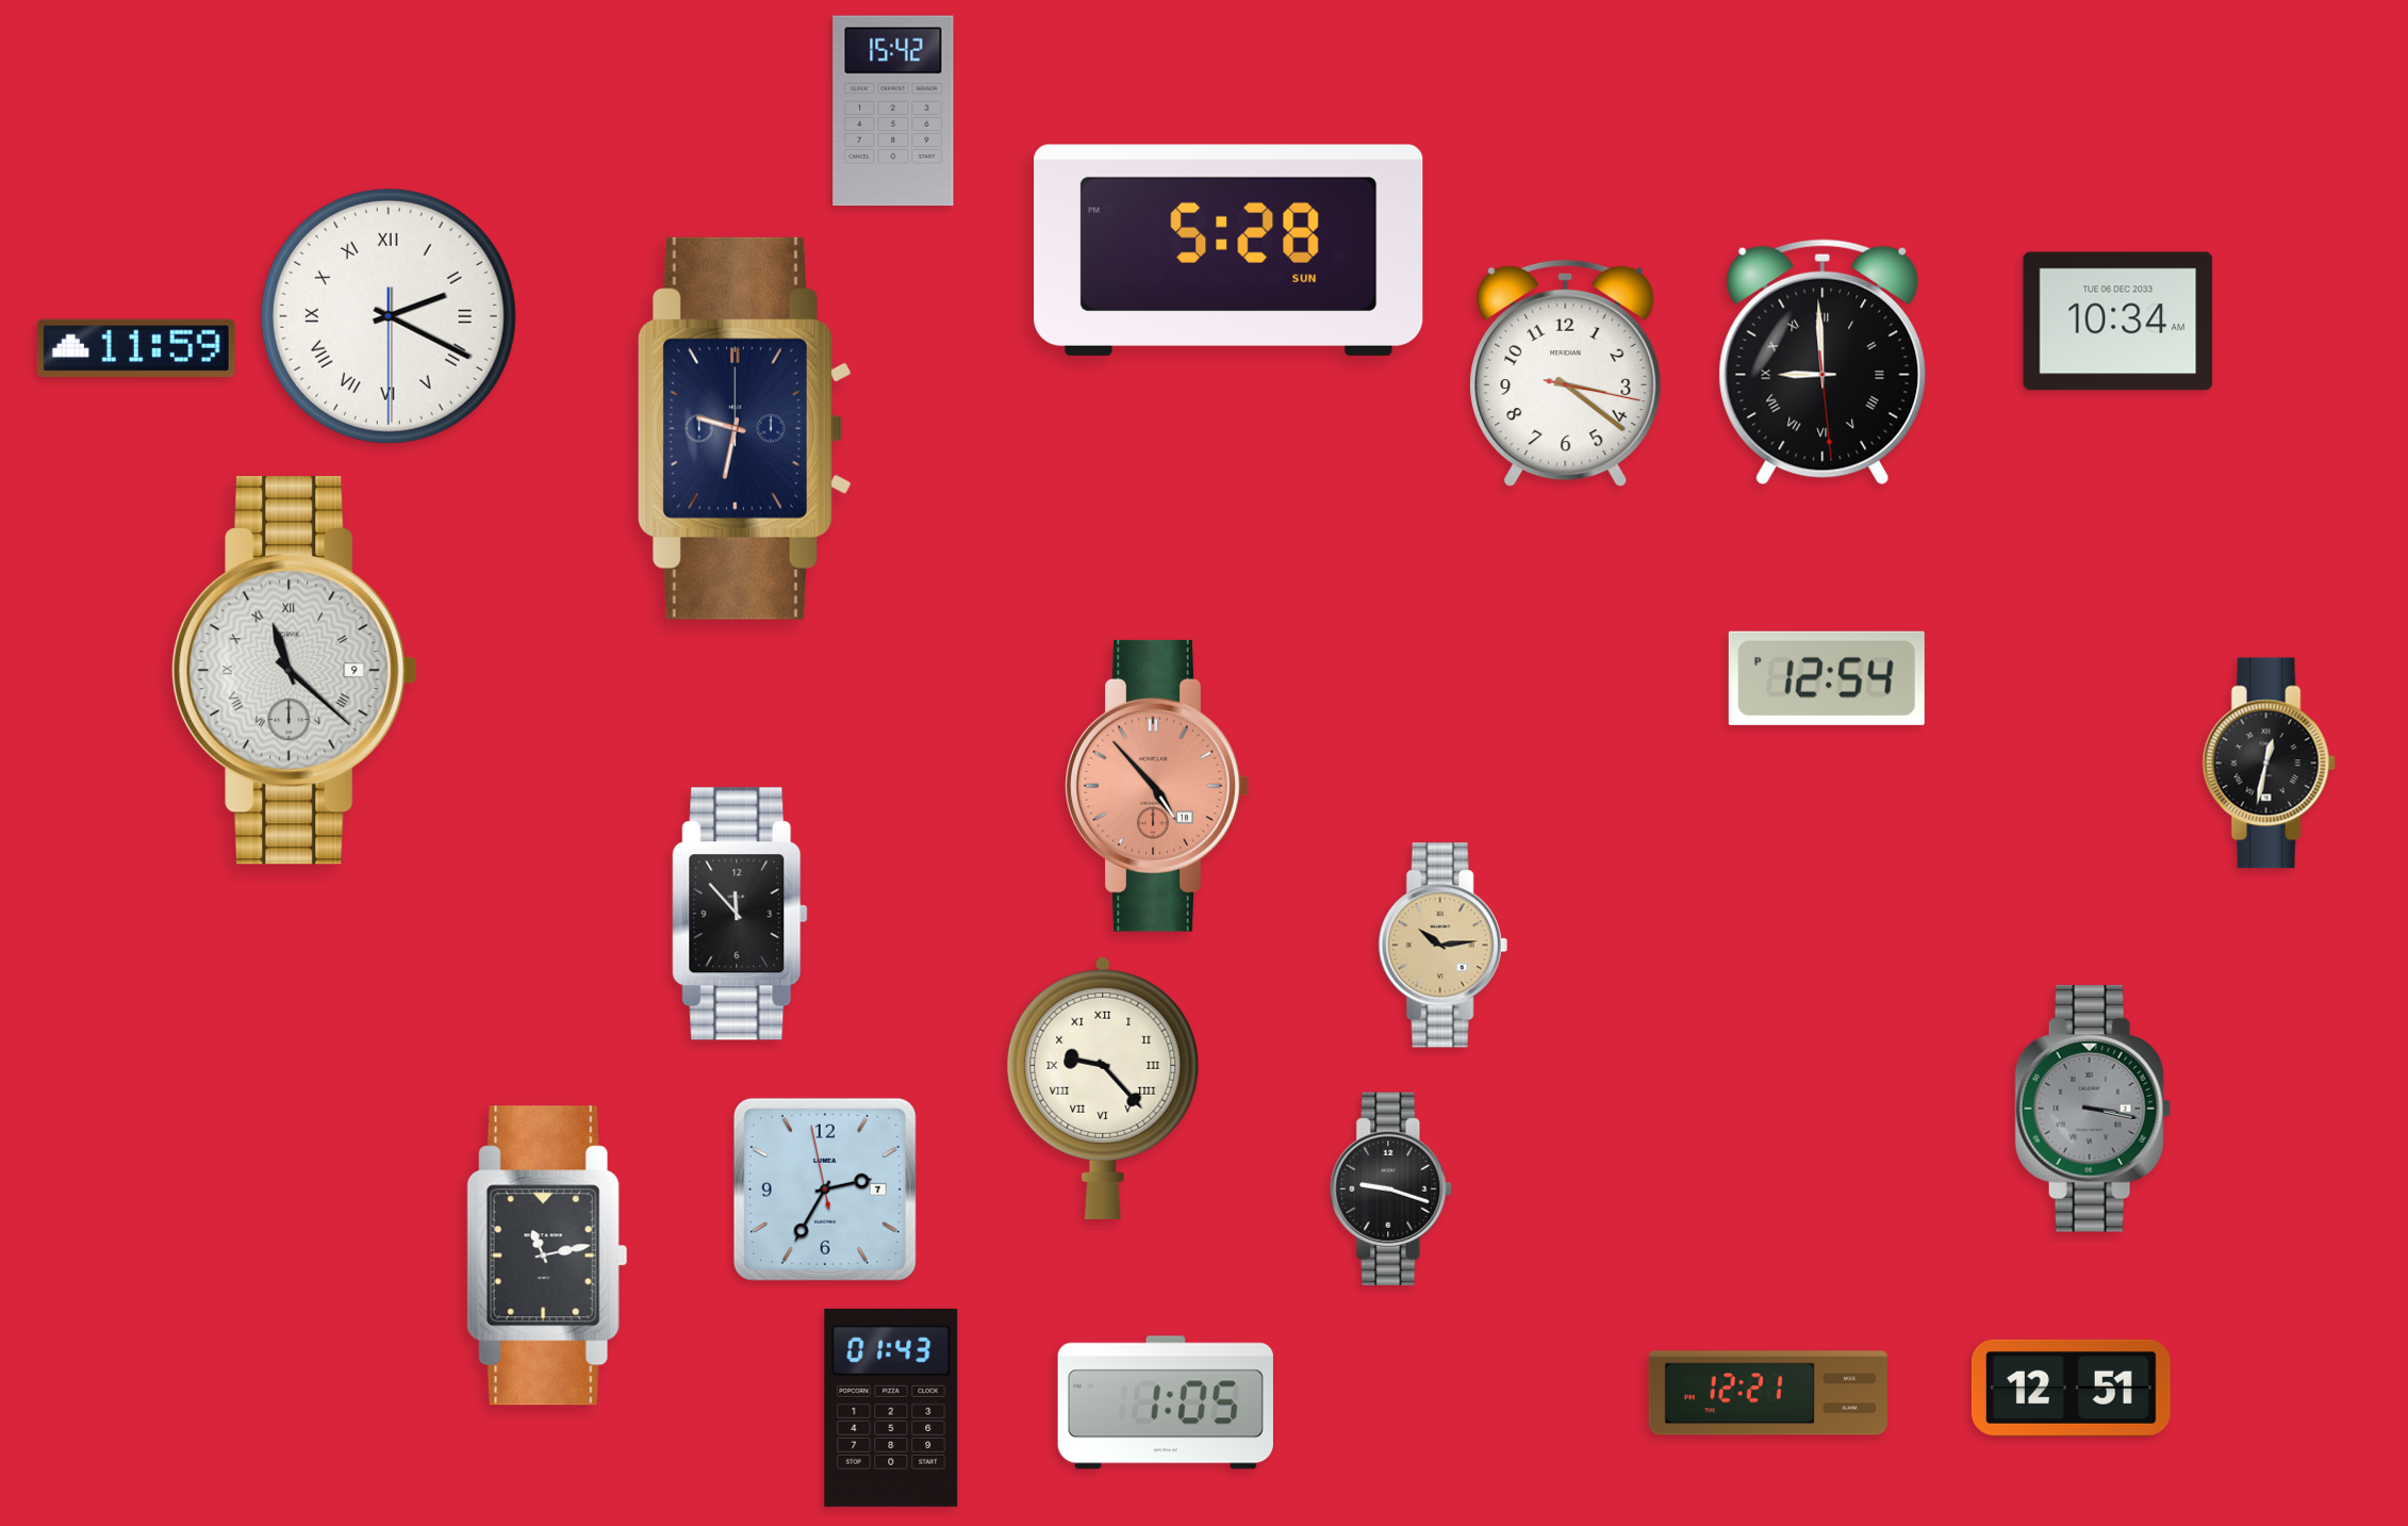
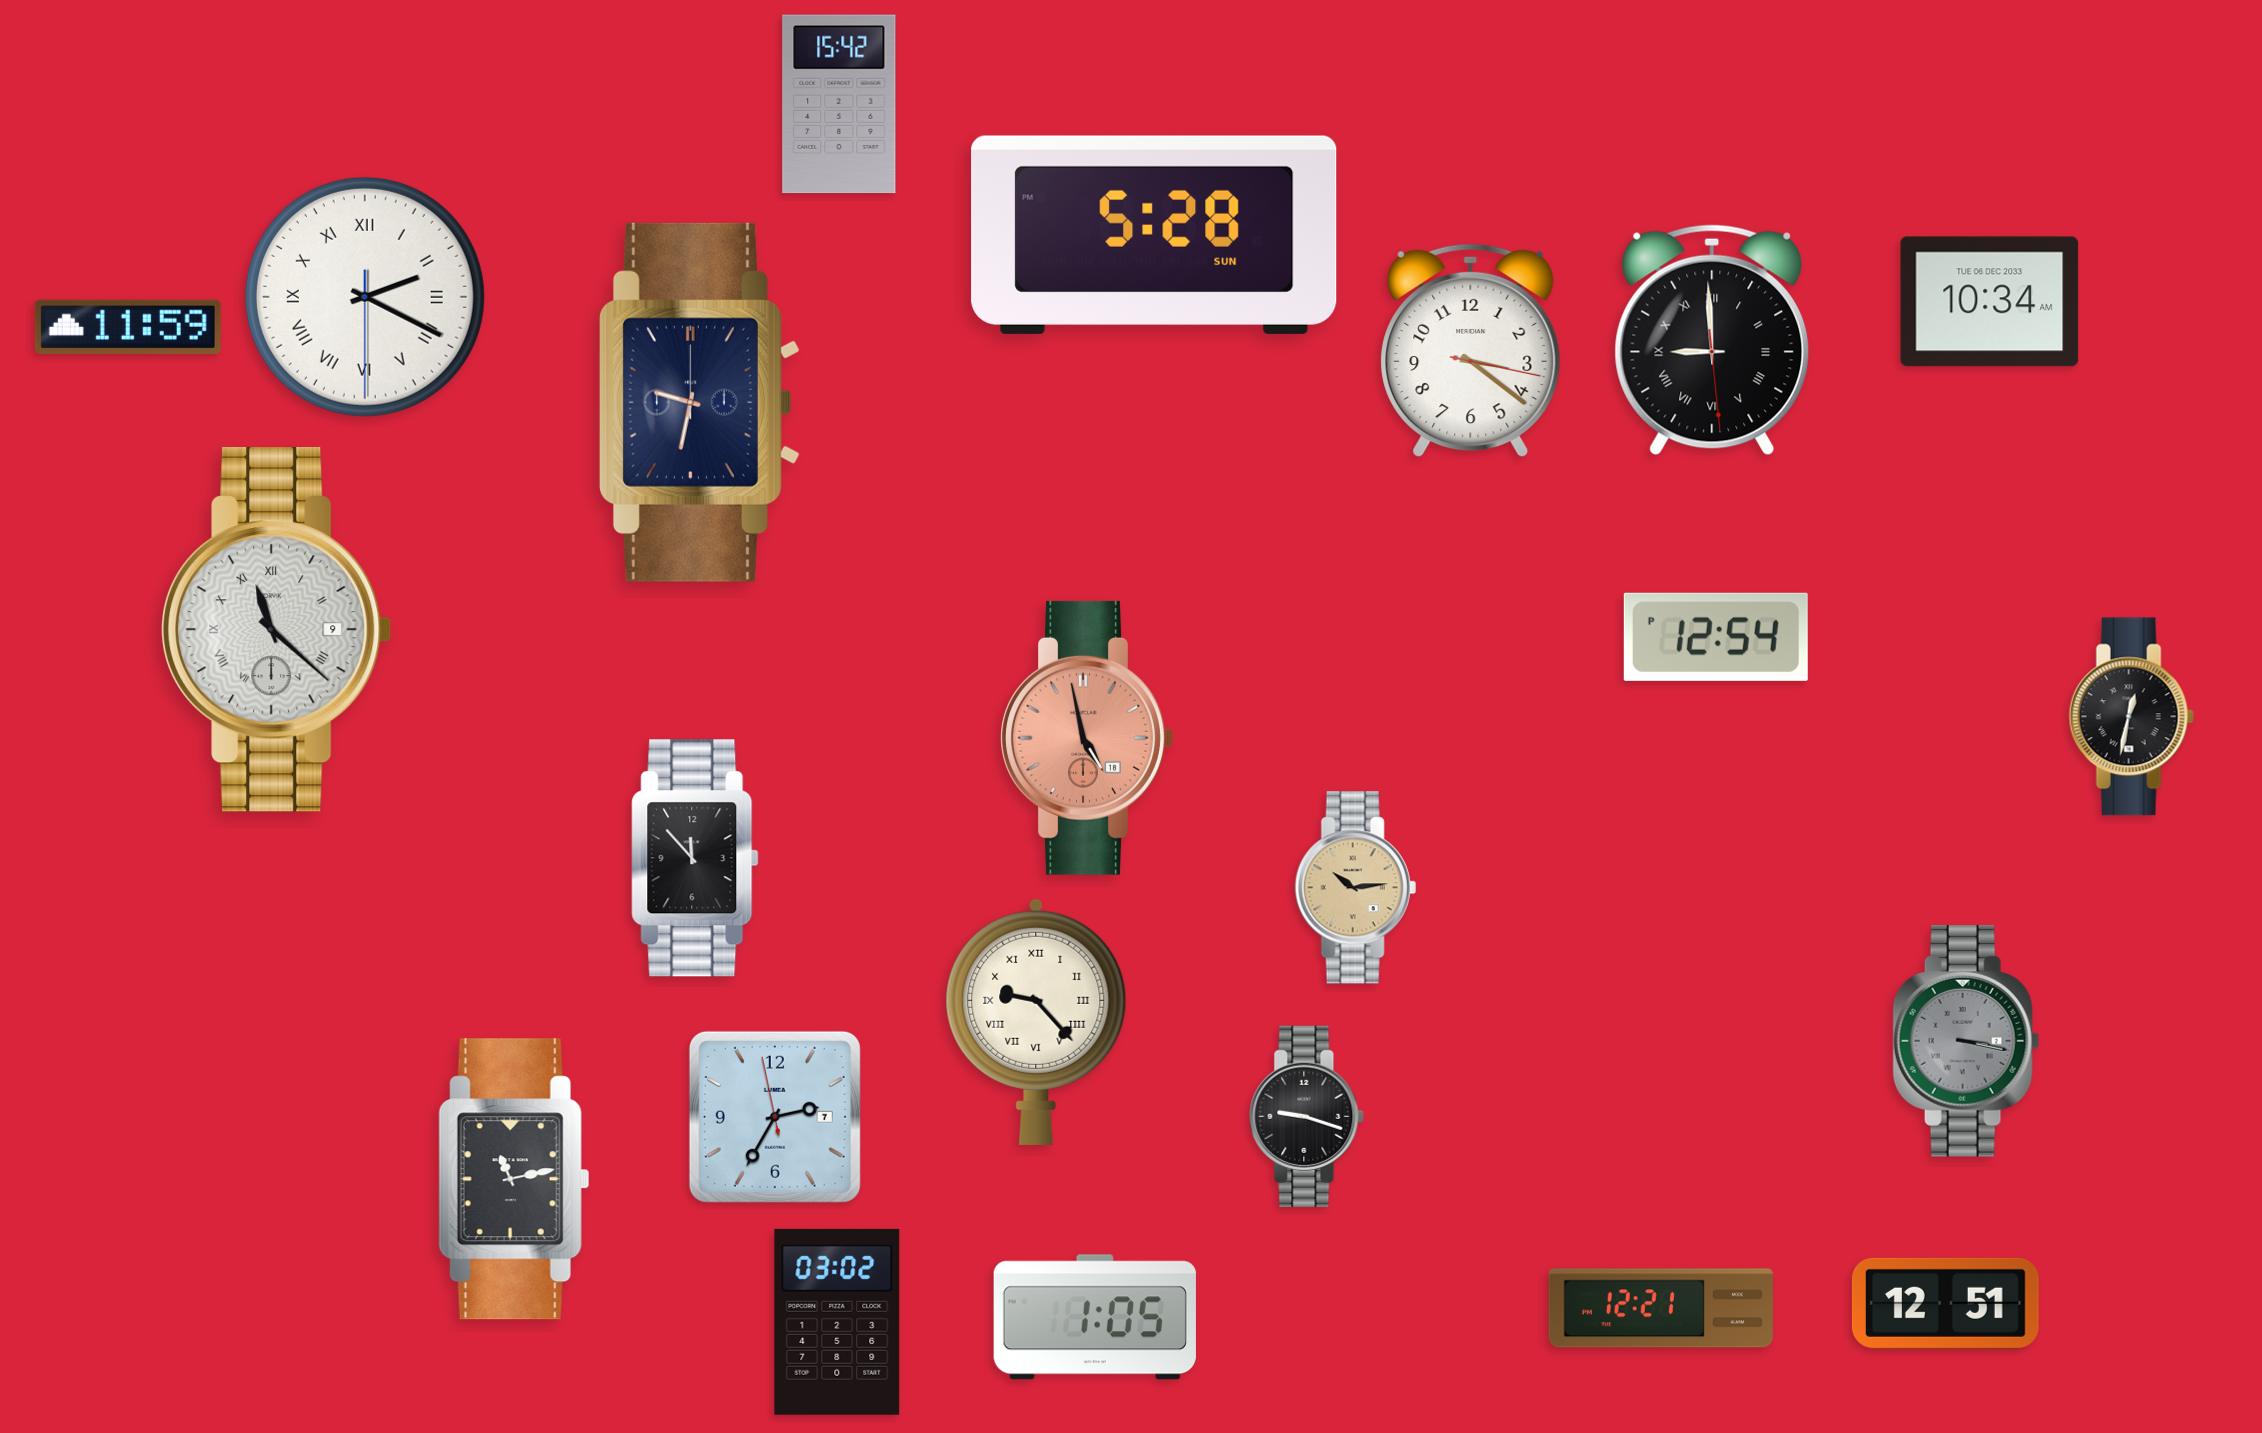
clock at (1157, 786): 4:53 -> 4:58
clock at (891, 1408): 01:43 -> 03:02
